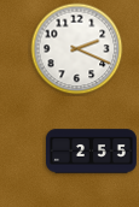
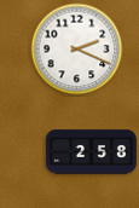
clock at (92, 152): 2:55 -> 2:58
